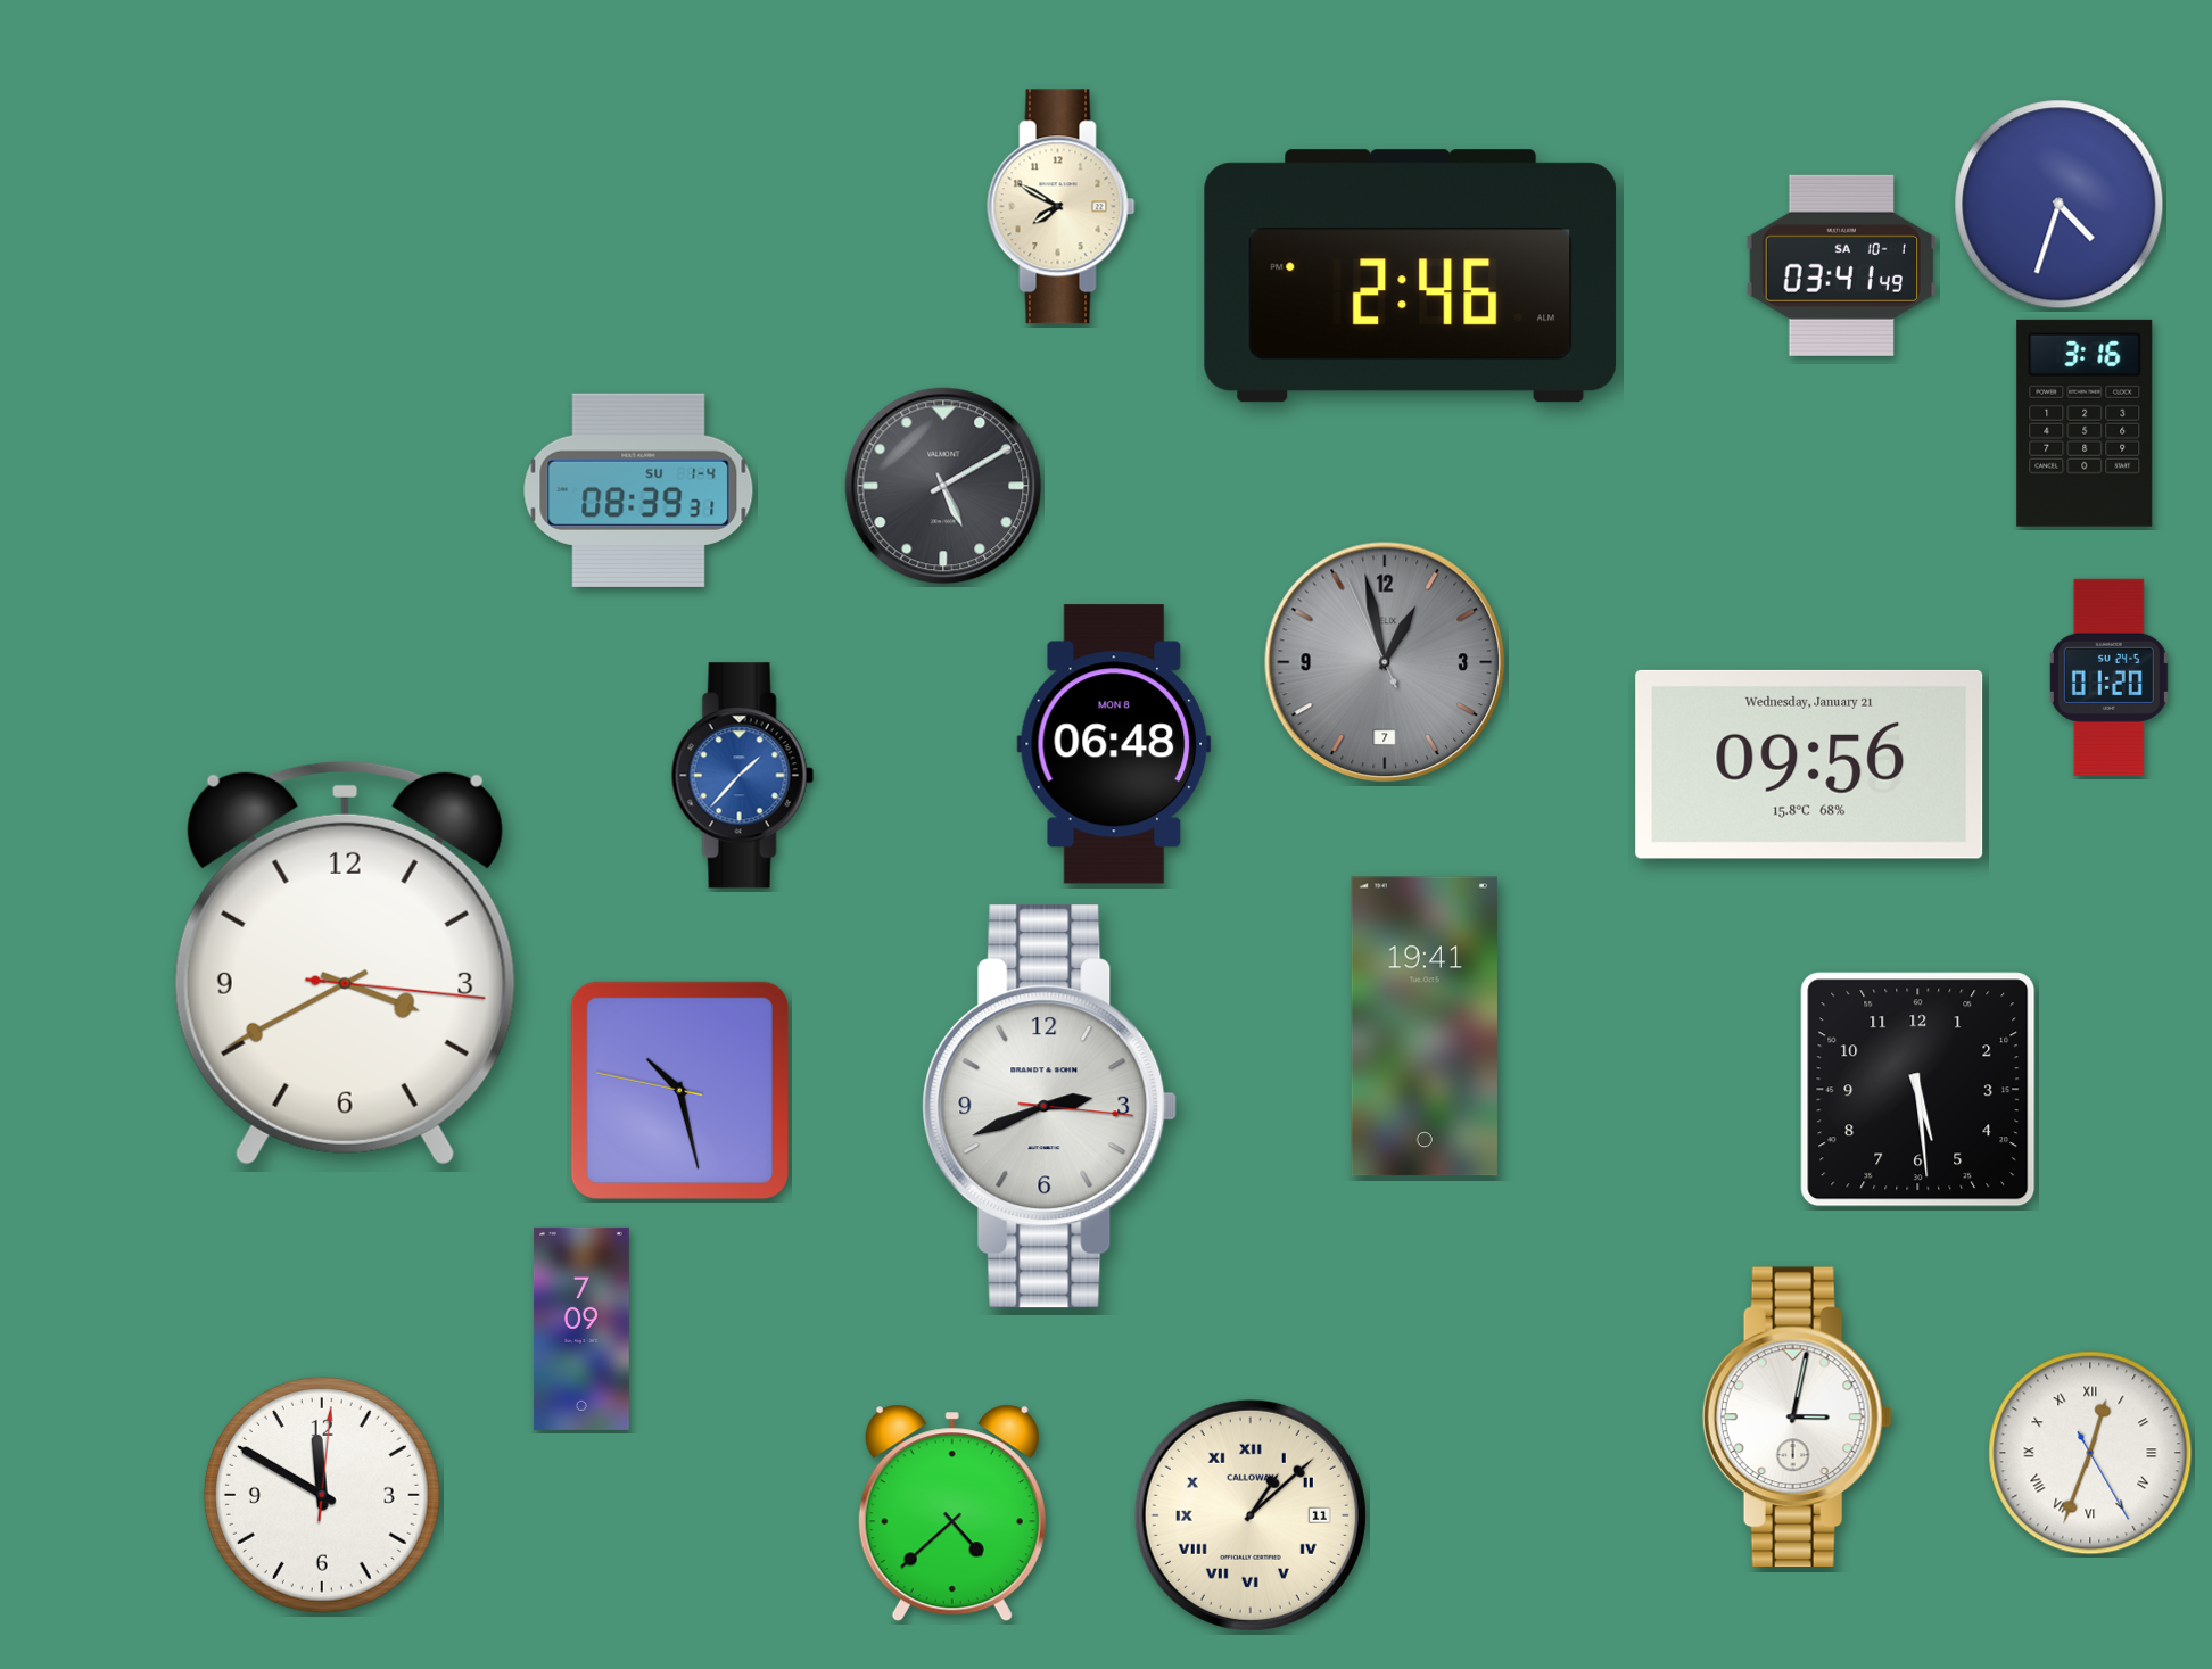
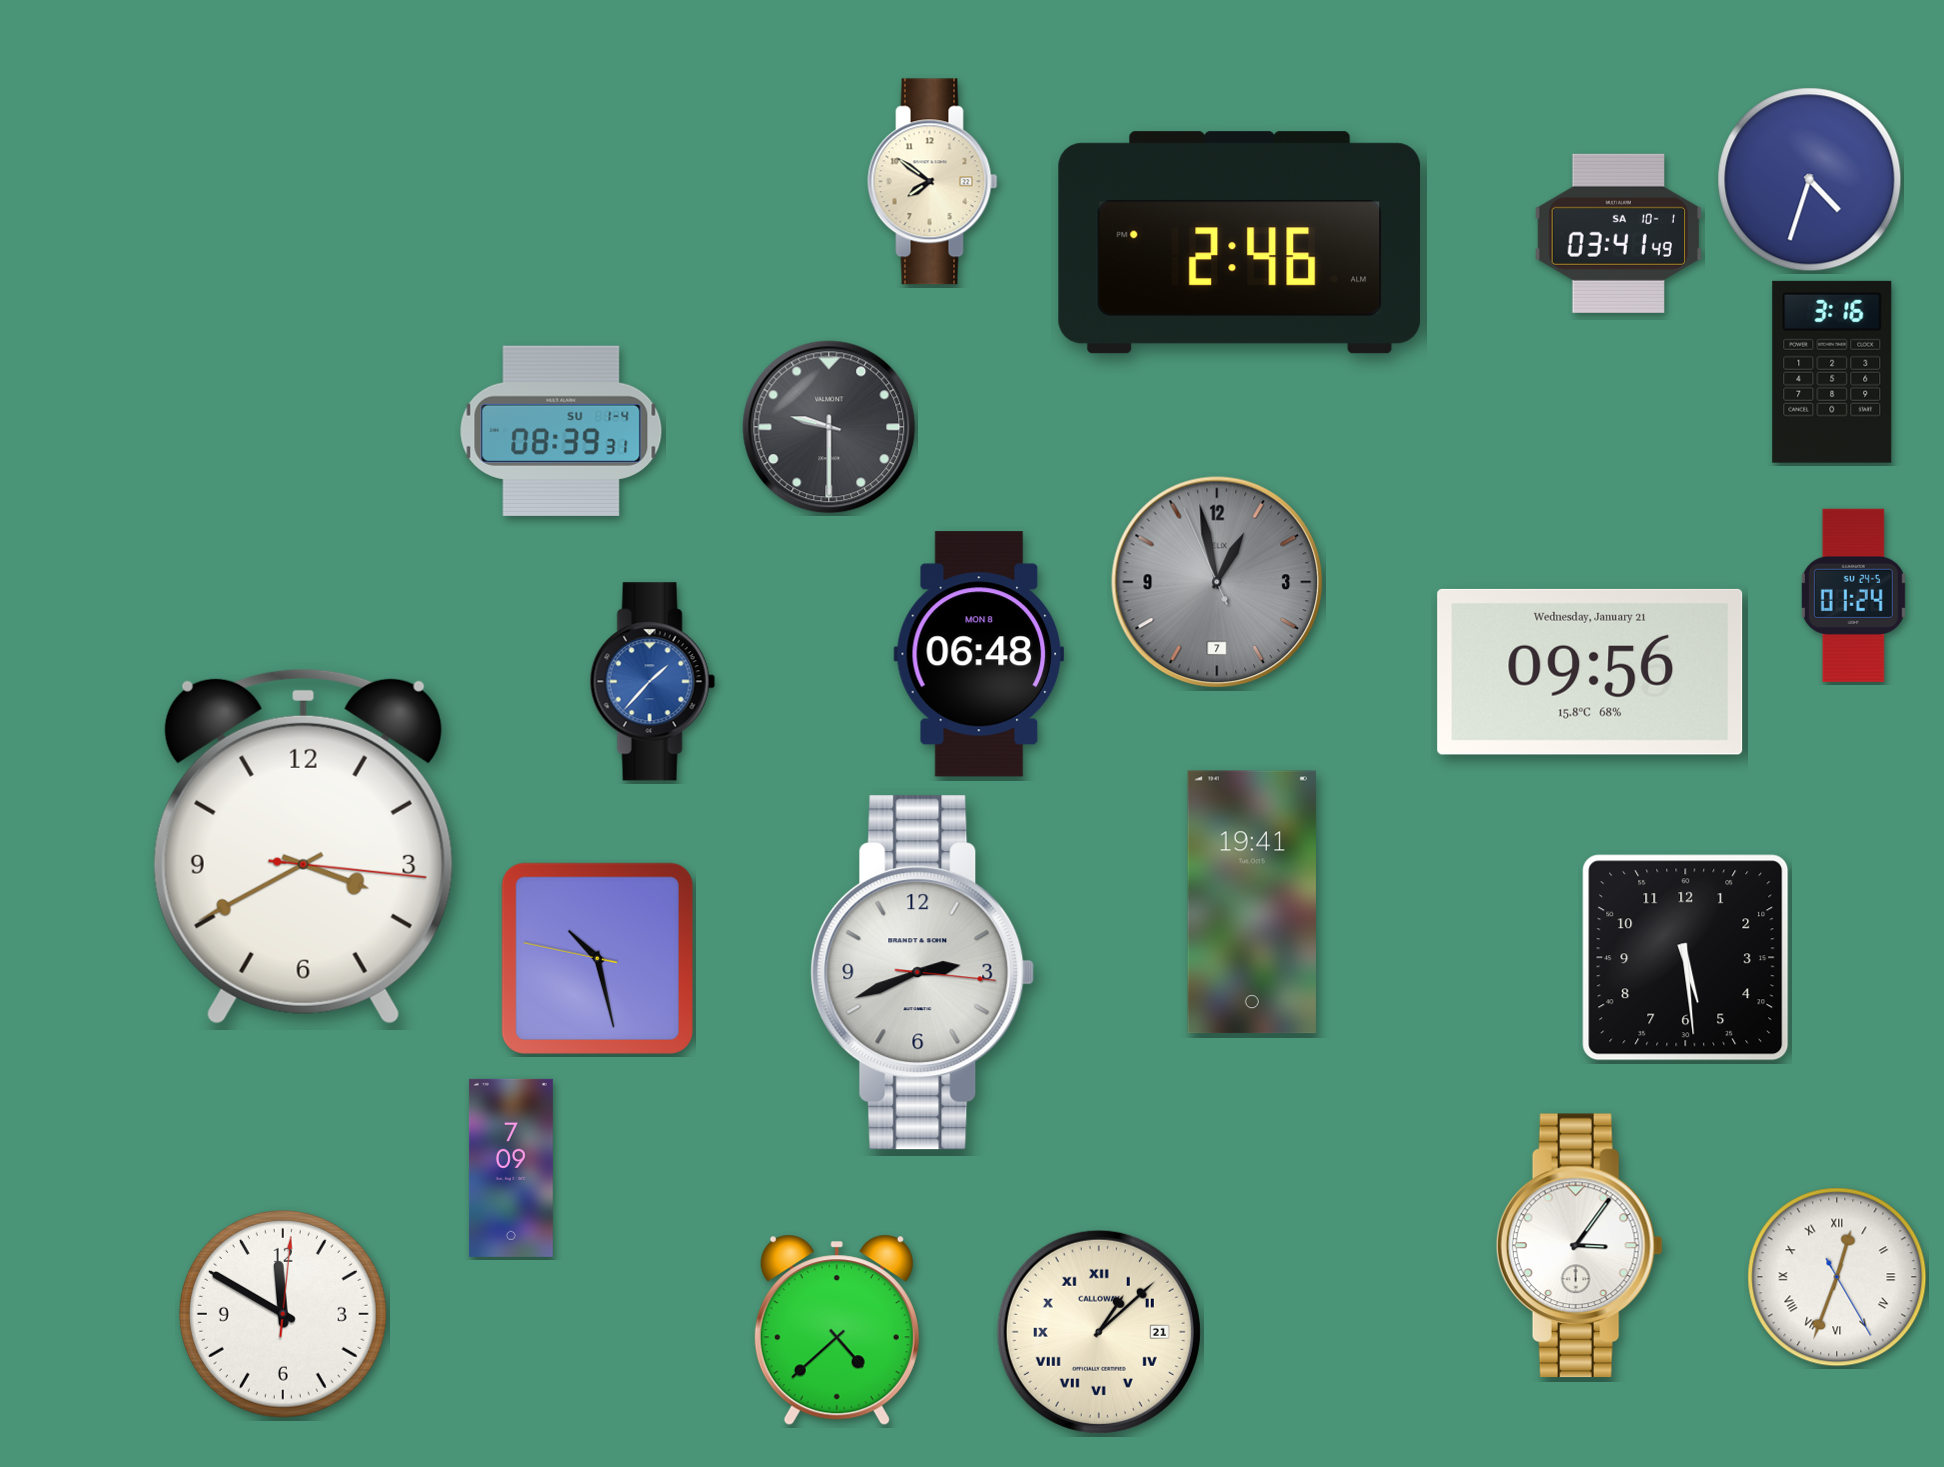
clock at (1062, 207): 7:50 -> 7:51
clock at (943, 486): 5:10 -> 9:30
clock at (2108, 677): 01:20 -> 01:24
clock at (1797, 1418): 3:02 -> 3:06
clock at (1251, 1515) date: 11 -> 21
